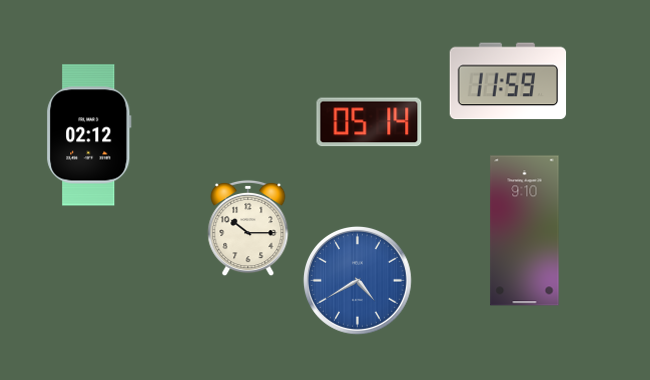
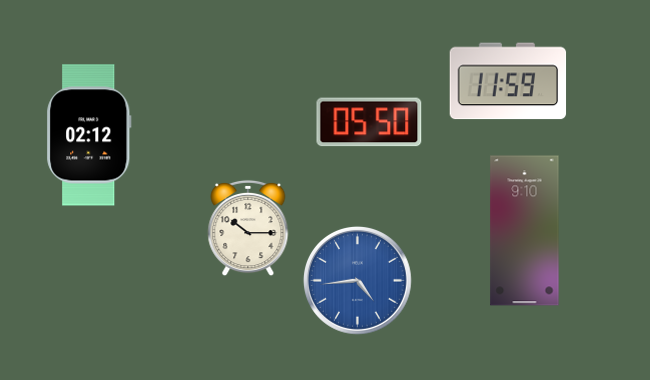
clock at (369, 122): 05:14 -> 05:50
clock at (357, 280): 4:40 -> 4:44
